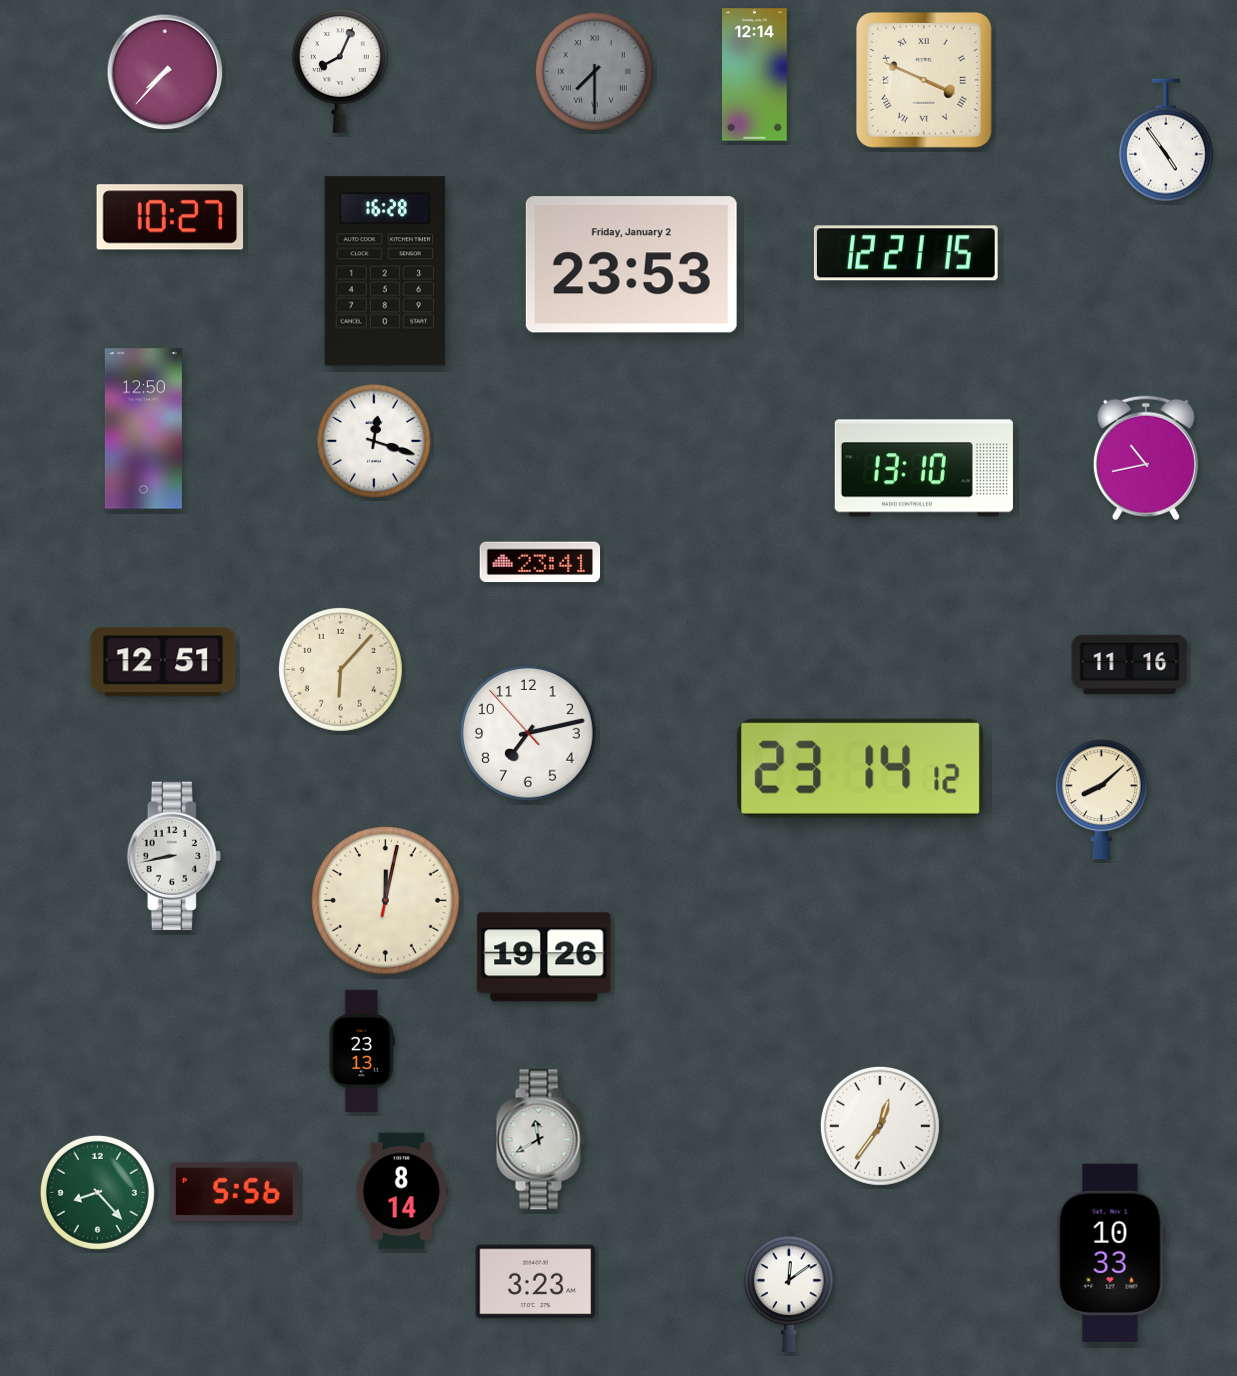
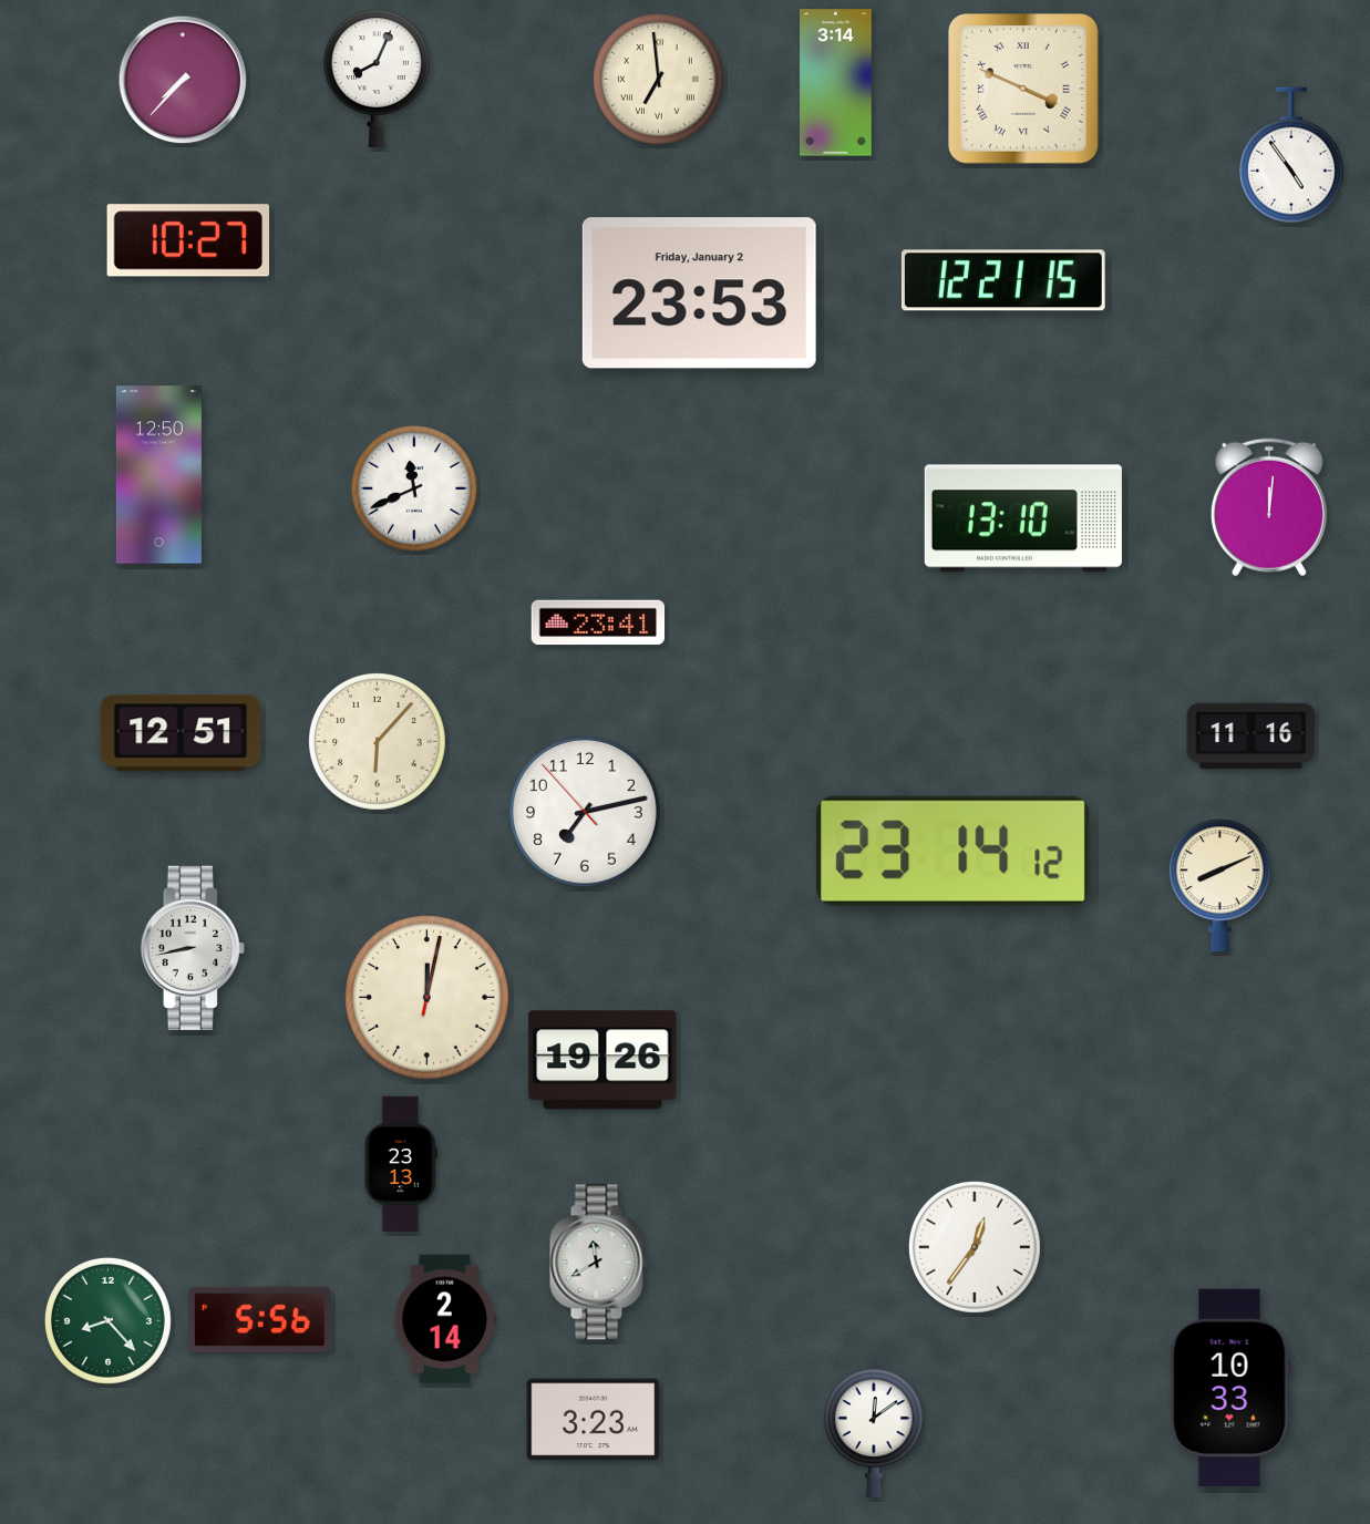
clock at (594, 71): 7:30 -> 6:59
clock at (594, 71) dial: grey -> cream
clock at (755, 75): 12:14 -> 3:14
clock at (385, 271): 16:28 -> none
clock at (374, 441): 12:18 -> 11:41
clock at (1146, 458): 10:43 -> 12:01
clock at (1101, 800): 8:08 -> 8:11
clock at (402, 1191): 8:14 -> 2:14
